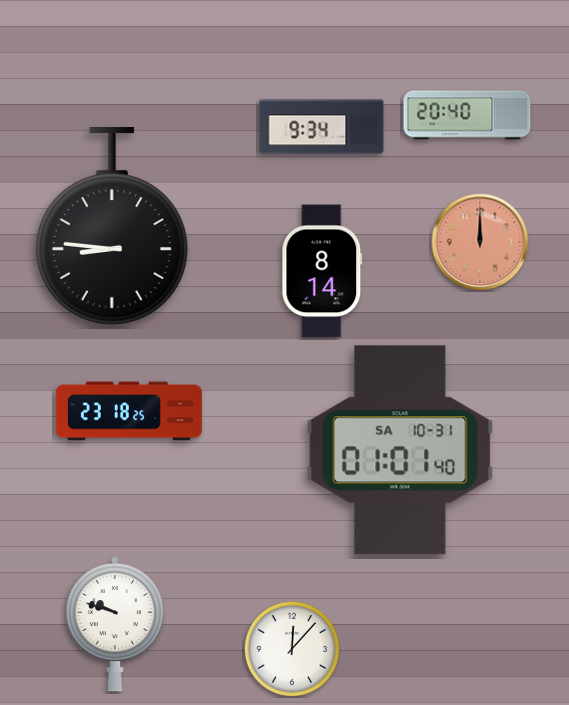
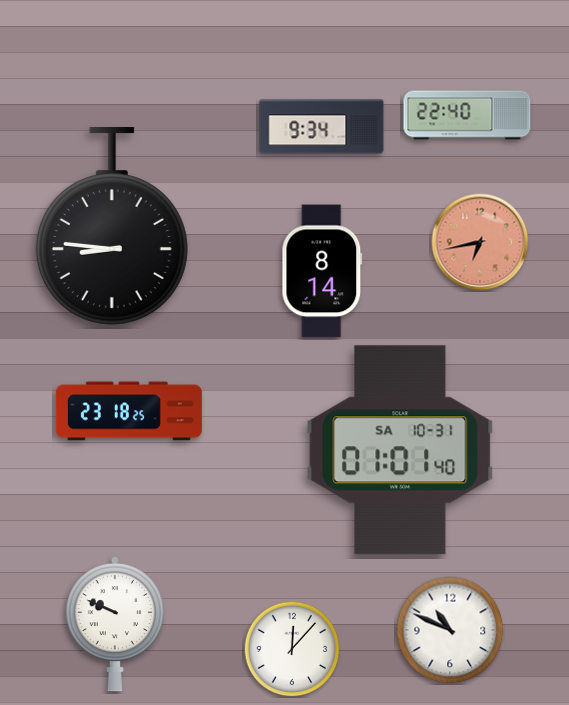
clock at (467, 115): 20:40 -> 22:40
clock at (480, 242): 12:00 -> 6:43
clock at (115, 625): 9:48 -> 9:49
clock at (450, 630): none -> 10:49
